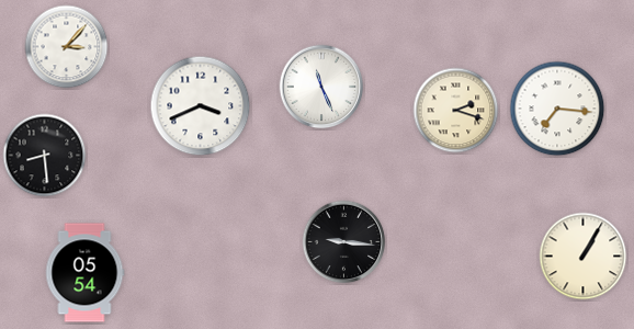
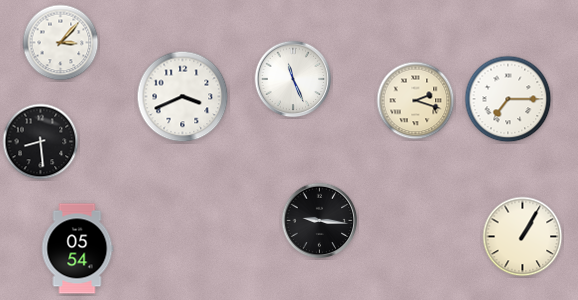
clock at (557, 109): 7:16 -> 7:15
clock at (344, 242) position: (344, 242) -> (320, 221)
clock at (584, 257) position: (584, 257) -> (523, 237)
